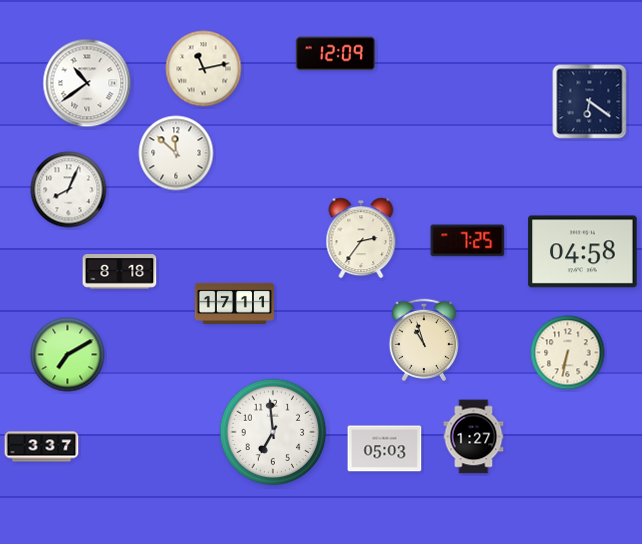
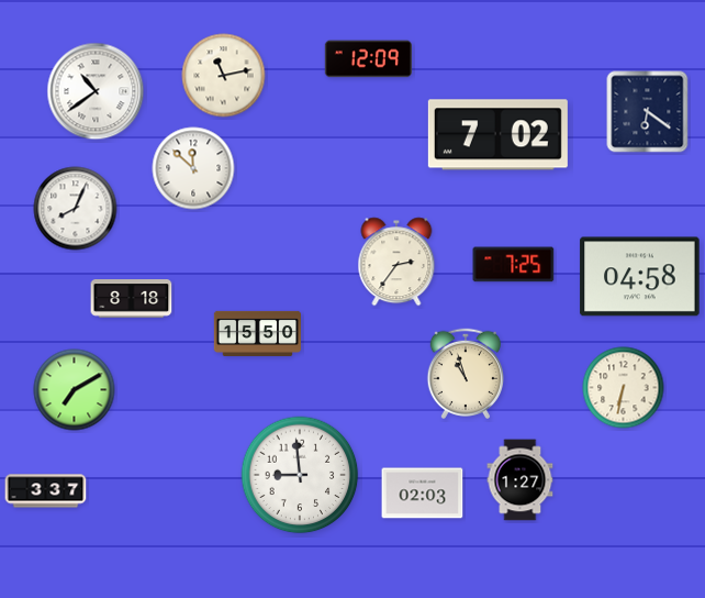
clock at (497, 135): none -> 7:02
clock at (234, 303): 17:11 -> 15:50
clock at (273, 432): 6:59 -> 8:59
clock at (385, 449): 05:03 -> 02:03
